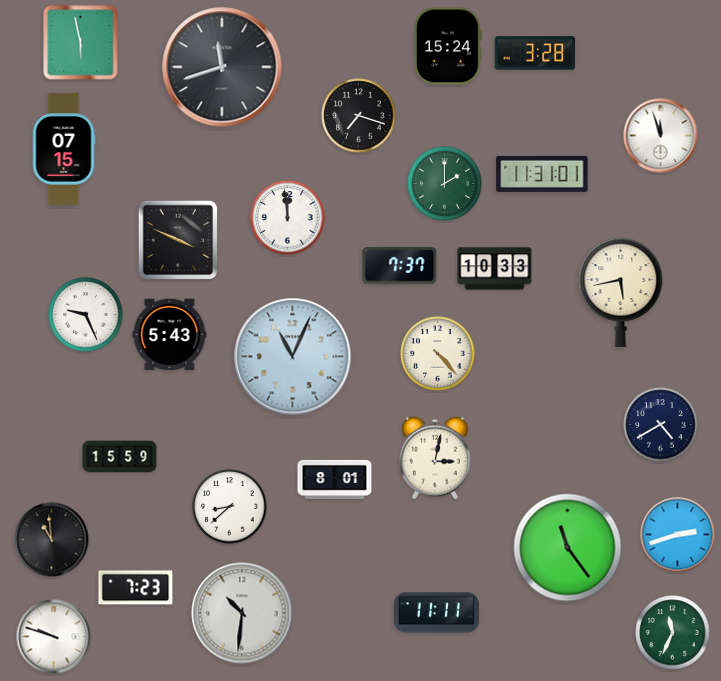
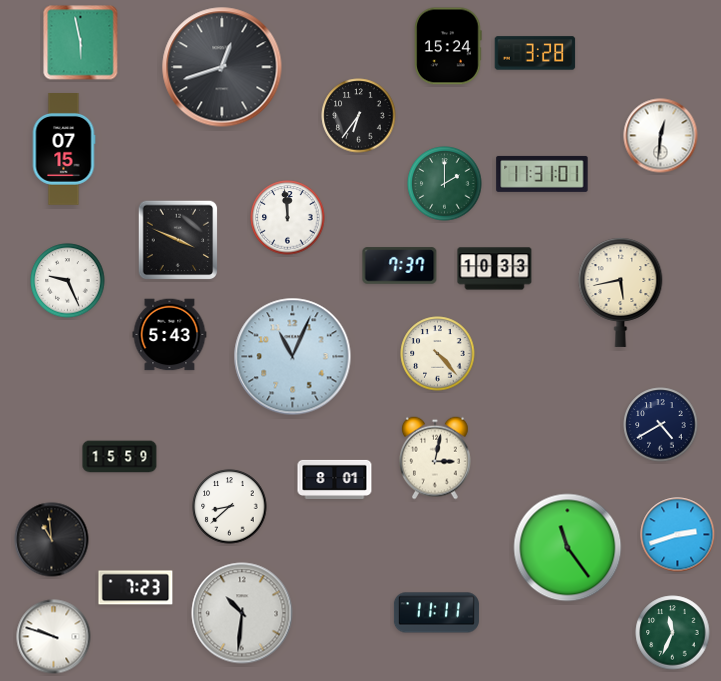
clock at (222, 67): 11:42 -> 12:42
clock at (359, 116): 7:18 -> 6:36
clock at (661, 136): 11:57 -> 12:31
clock at (86, 315) position: (86, 315) -> (68, 281)
